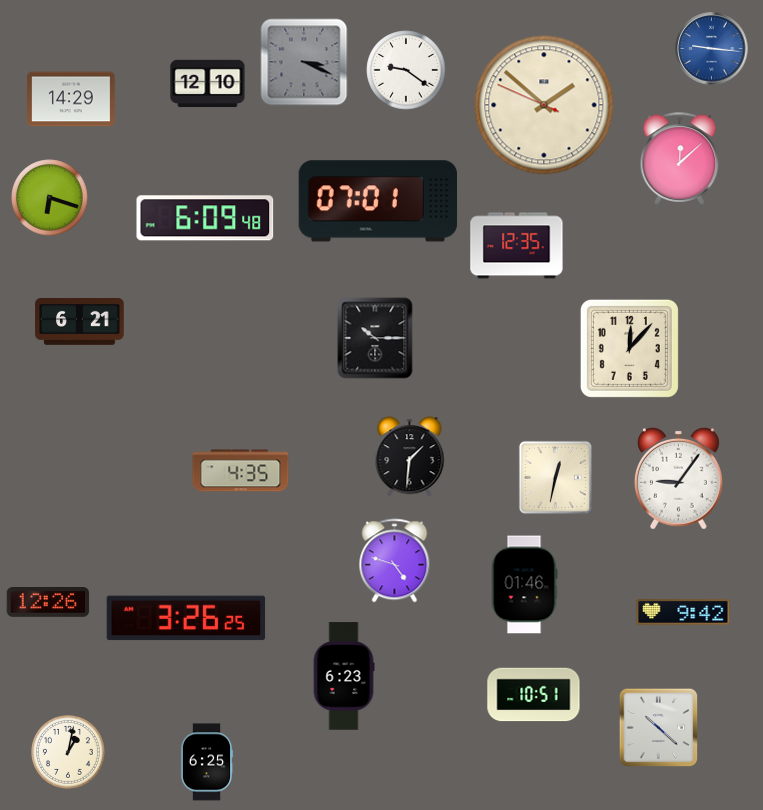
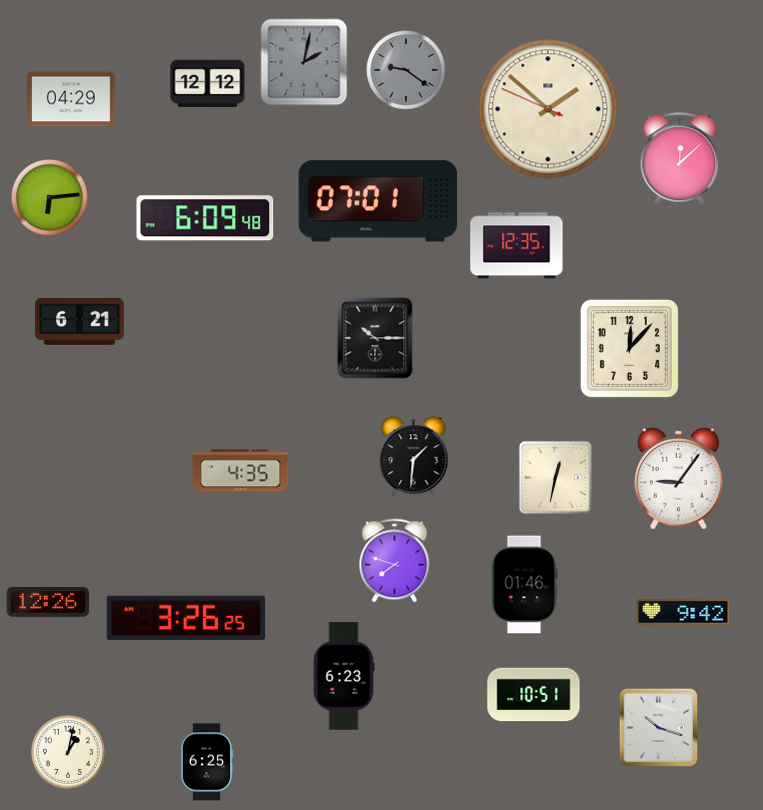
clock at (712, 49): 9:16 -> none
clock at (304, 62): 3:19 -> 2:02
clock at (406, 70) dial: white -> grey
clock at (208, 84): 12:10 -> 12:12
clock at (71, 99): 14:29 -> 04:29
clock at (544, 105) position: (544, 105) -> (548, 109)
clock at (50, 198): 6:18 -> 6:14
clock at (410, 457) position: (410, 457) -> (414, 457)
clock at (395, 561): 4:48 -> 7:48
clock at (659, 728): 10:22 -> 10:18
